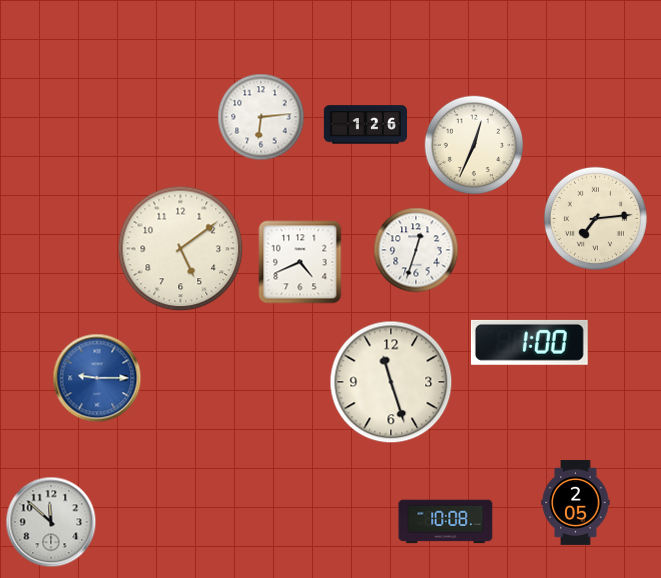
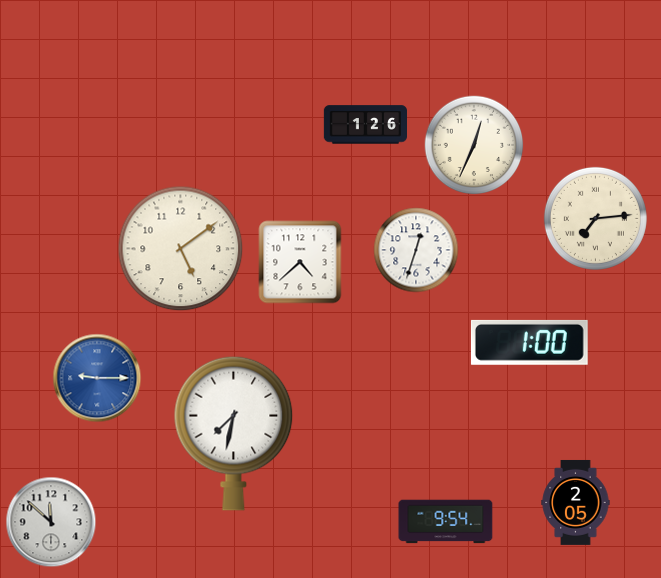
clock at (261, 117): 6:14 -> none
clock at (300, 262): 4:41 -> 4:38
clock at (391, 382): 11:27 -> none
clock at (234, 433): none -> 7:32
clock at (446, 522): 10:08 -> 9:54
